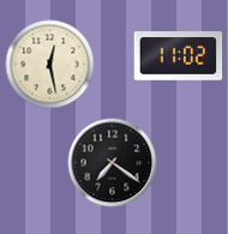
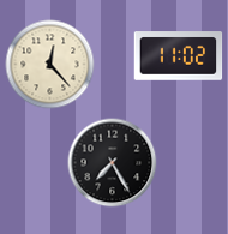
clock at (50, 65): 12:28 -> 12:23
clock at (113, 163): 7:21 -> 7:25
